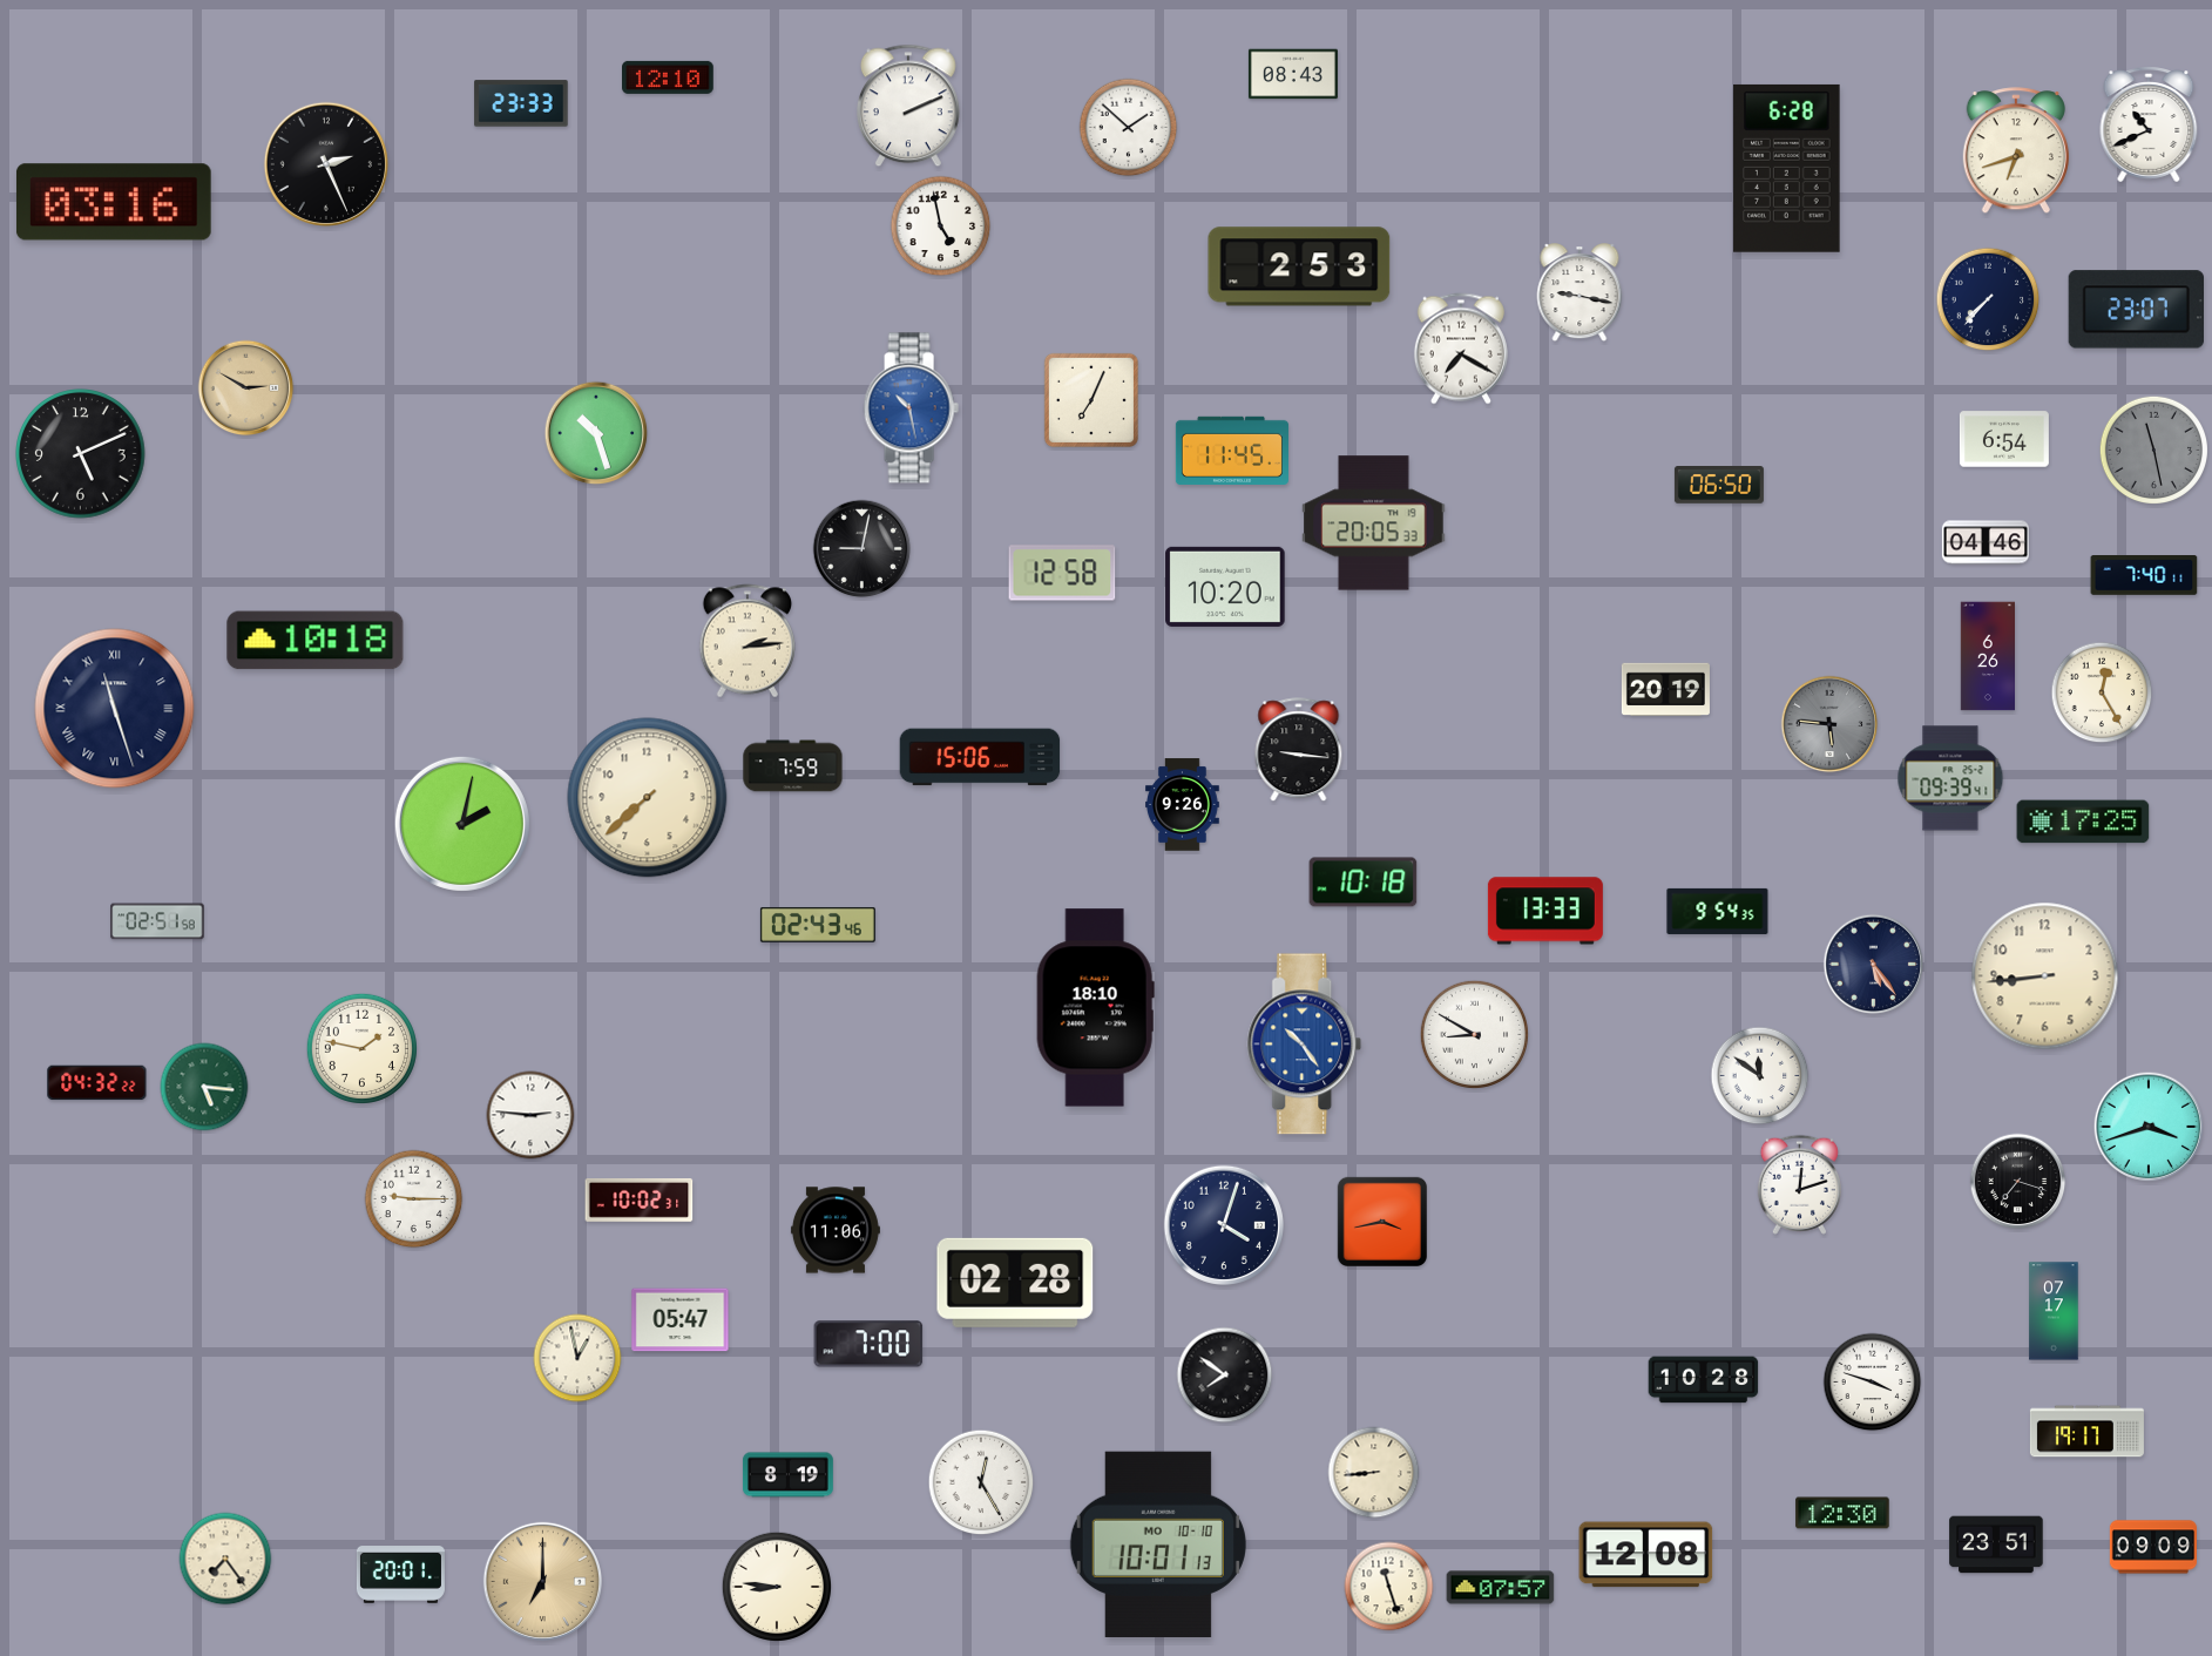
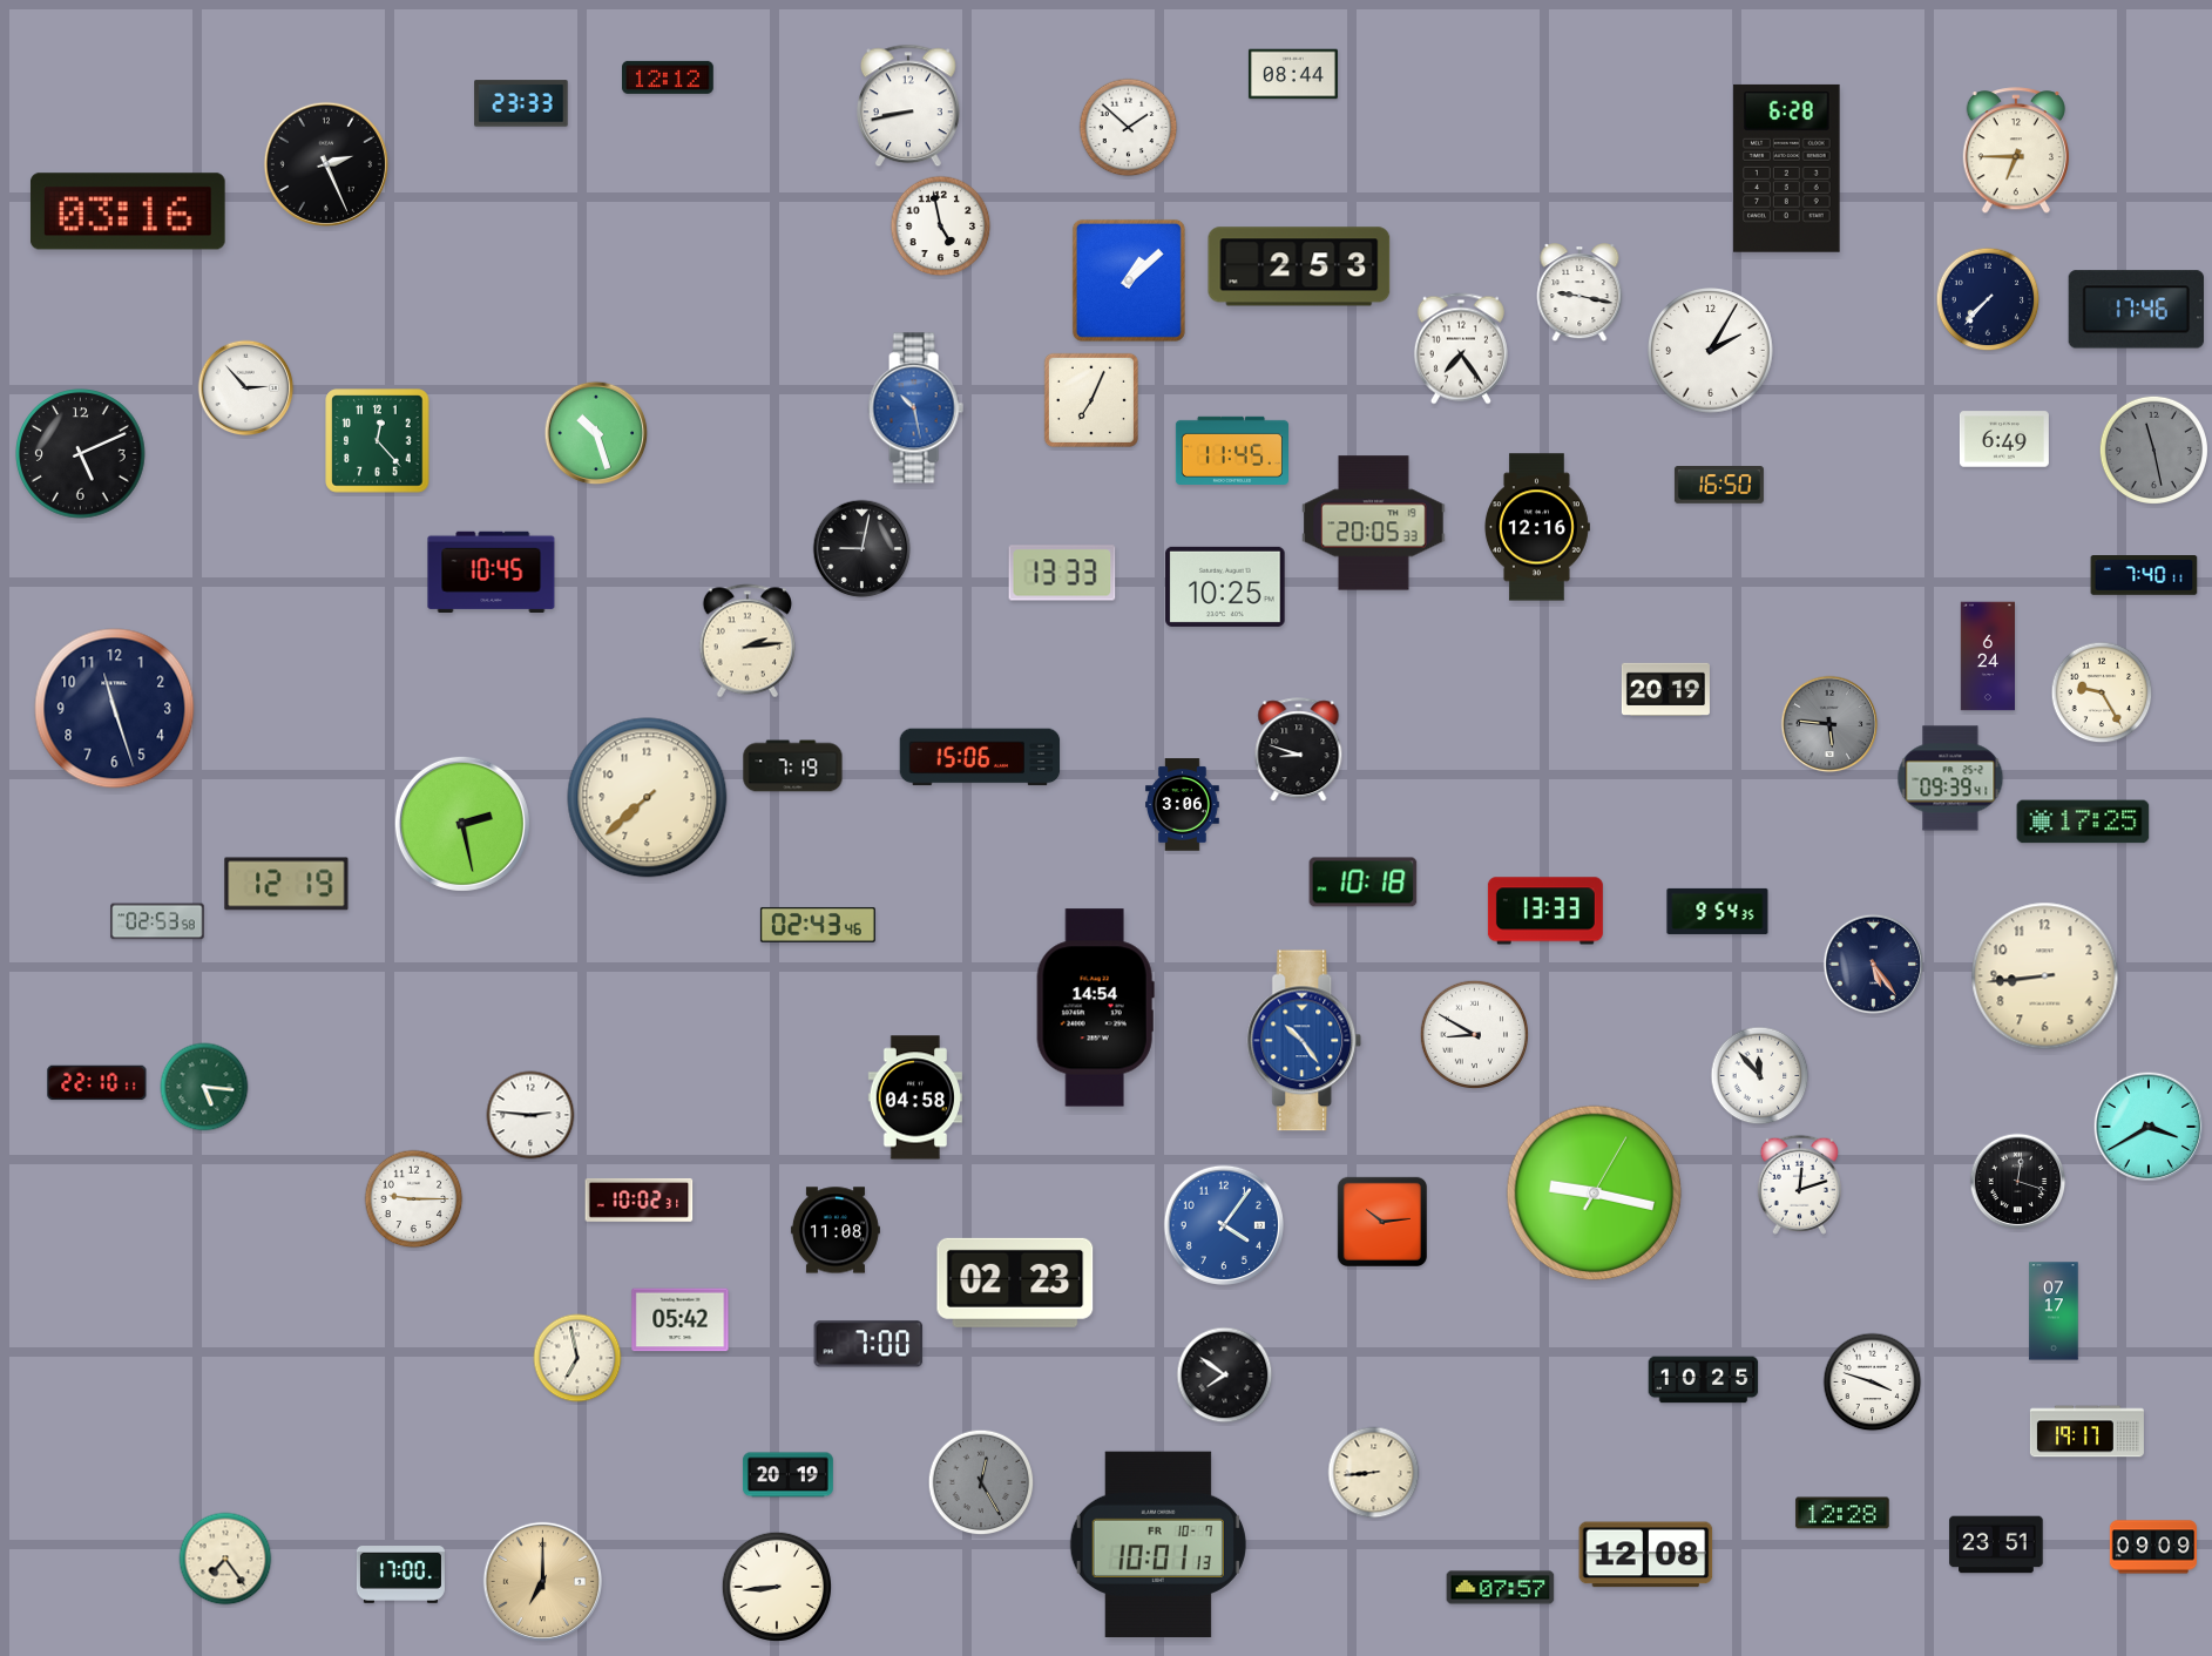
clock at (1293, 74): 08:43 -> 08:44
clock at (669, 77): 12:10 -> 12:12
clock at (908, 106): 2:11 -> 8:43
clock at (2149, 124): 10:41 -> none
clock at (2015, 151): 6:42 -> 6:45
clock at (114, 202) position: (114, 202) -> (128, 211)
clock at (1129, 280): none -> 1:08
clock at (2136, 310): 23:07 -> 17:46
clock at (1461, 349): 7:20 -> 7:24
clock at (1711, 351): none -> 2:05
clock at (246, 388): 2:50 -> 2:53
clock at (246, 388) dial: champagne -> white
clock at (911, 408) position: (911, 408) -> (915, 408)
clock at (2004, 439): 6:54 -> 6:49
clock at (378, 441): none -> 12:23
clock at (1719, 486): 06:50 -> 16:50
clock at (1536, 527): none -> 12:16
clock at (1984, 542): 04:46 -> none
clock at (492, 572): none -> 10:45
clock at (1062, 573): 12:58 -> 13:33
clock at (1225, 587): 10:20 -> 10:25
clock at (316, 641): 10:18 -> none
clock at (1987, 656): 6:26 -> 6:24
clock at (2102, 692): 12:25 -> 9:25
clock at (115, 709) numerals: Roman -> Arabic
clock at (1299, 750): 9:16 -> 8:48
clock at (793, 766): 7:59 -> 7:19
clock at (1183, 805): 9:26 -> 3:06
clock at (462, 824): 2:02 -> 2:28
clock at (286, 884): none -> 12:19
clock at (157, 921): 02:51 -> 02:53
clock at (1095, 1008): 18:10 -> 14:54
clock at (1305, 1045) position: (1305, 1045) -> (1305, 1041)
clock at (361, 1048): 1:47 -> none
clock at (1760, 1076): 11:51 -> 11:53
clock at (97, 1083): 04:32 -> 22:10
clock at (914, 1097): none -> 04:58
clock at (2149, 1127): 3:42 -> 3:40
clock at (2018, 1182): 7:18 -> 12:18
clock at (1595, 1194): none -> 9:17
clock at (1381, 1221): 3:43 -> 10:14
clock at (1224, 1225): 4:03 -> 4:06
clock at (1224, 1225) dial: navy -> blue
clock at (836, 1230): 11:06 -> 11:08
clock at (1015, 1283): 02:28 -> 02:23
clock at (681, 1320): 05:47 -> 05:42
clock at (577, 1358): 12:58 -> 6:58
clock at (1704, 1380): 10:28 -> 10:25
clock at (787, 1475): 8:19 -> 20:19
clock at (981, 1482) dial: white -> grey
clock at (1842, 1513): 12:30 -> 12:28
clock at (1158, 1543) date: MO 10-10 -> FR 10-7
clock at (400, 1575): 20:01 -> 17:00
clock at (776, 1586): 8:46 -> 8:44
clock at (1389, 1587): 11:27 -> none
